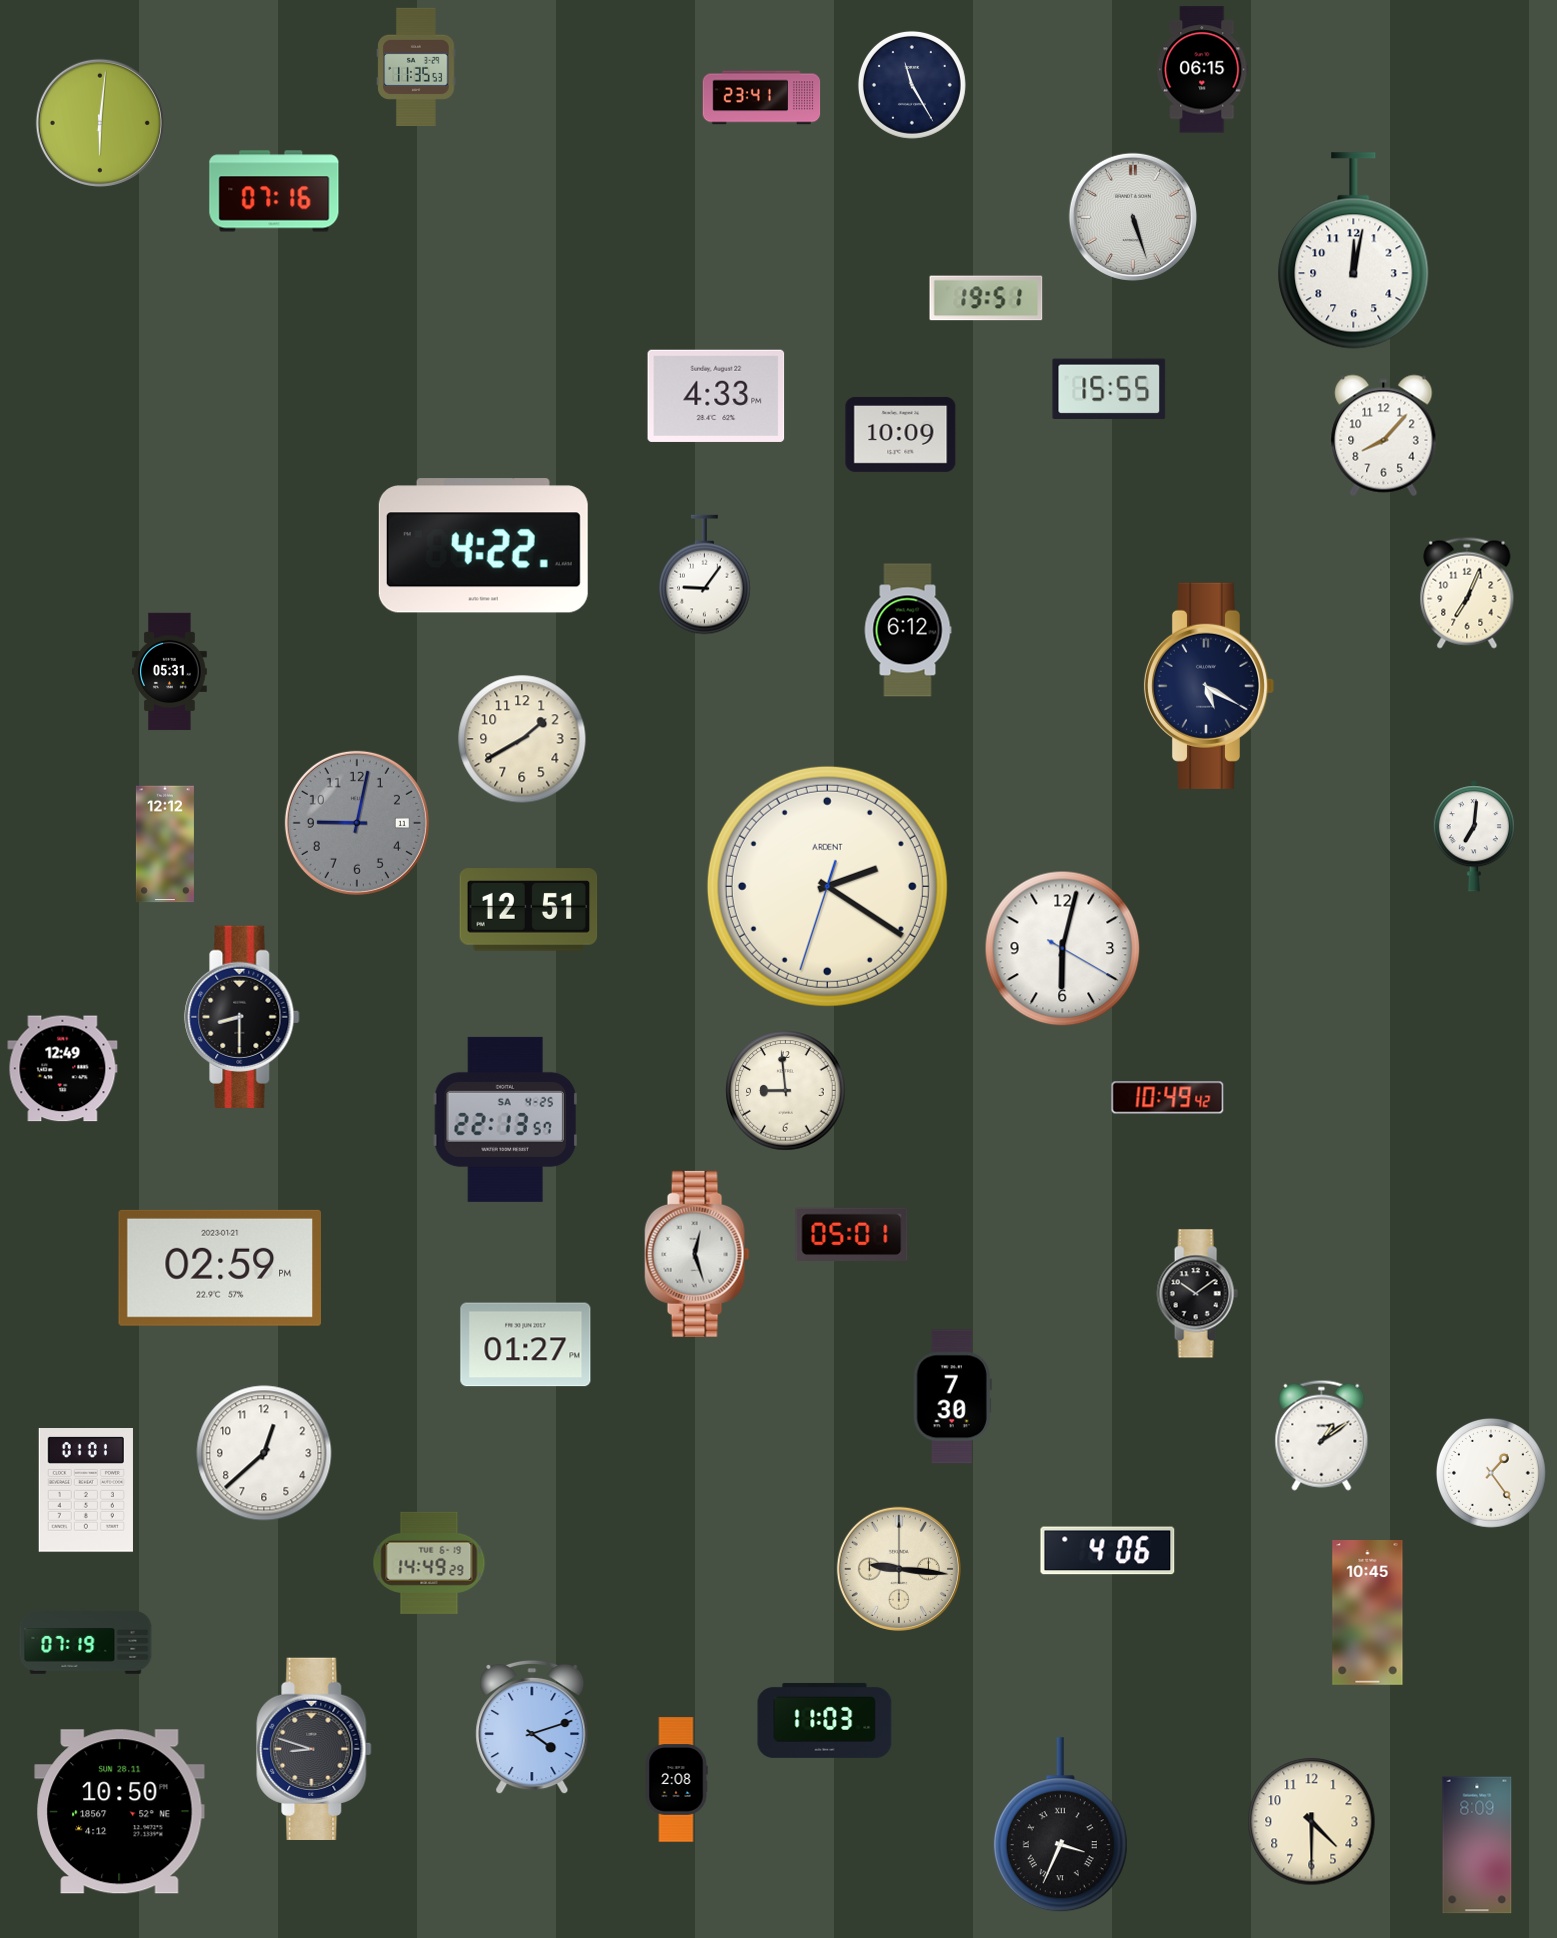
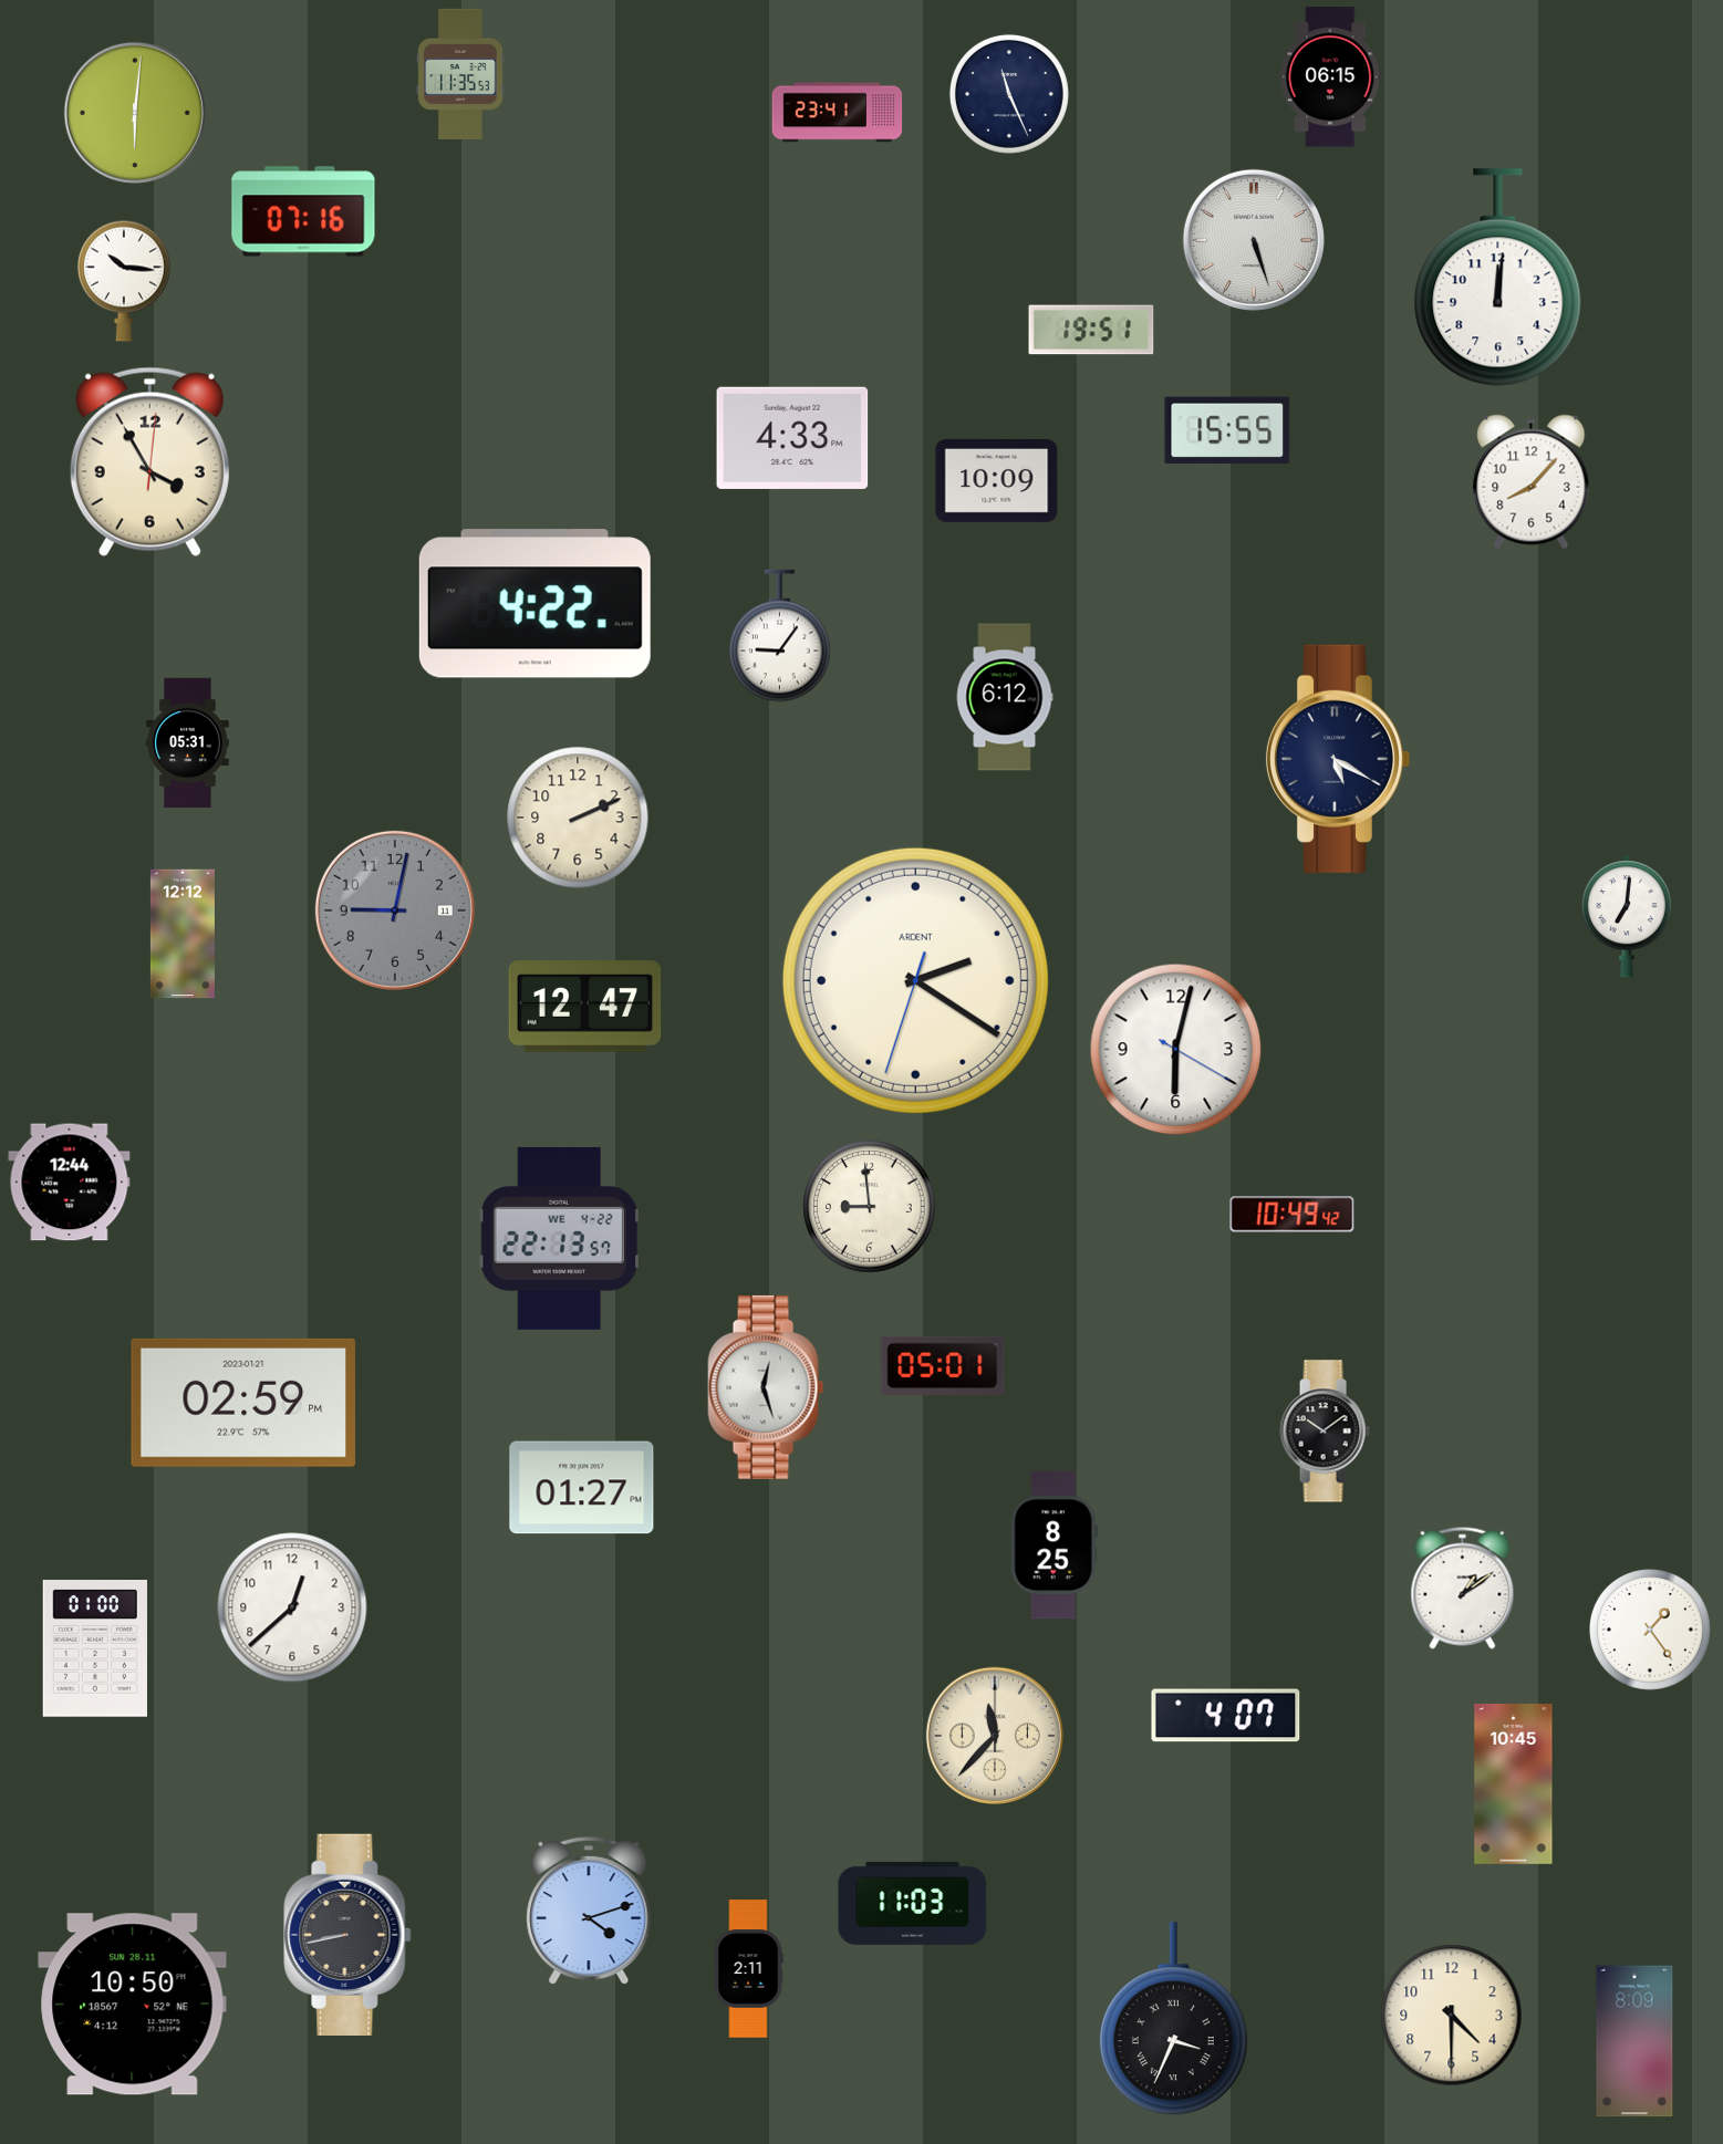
clock at (912, 85): 11:25 -> 11:26
clock at (762, 98) position: (762, 98) -> (838, 113)
clock at (100, 123) position: (100, 123) -> (135, 113)
clock at (1354, 251): 12:02 -> 12:01
clock at (124, 281): none -> 10:16
clock at (149, 461): none -> 3:55
clock at (1467, 593): 7:04 -> none
clock at (522, 739): 1:40 -> 2:11
clock at (1474, 836) position: (1474, 836) -> (1627, 916)
clock at (529, 910): 12:51 -> 12:47
clock at (242, 1016): 8:30 -> none
clock at (63, 1069): 12:49 -> 12:44
clock at (505, 1119) date: SA 4-25 -> WE 4-22
clock at (697, 1254) position: (697, 1254) -> (766, 1387)
clock at (952, 1397): 7:30 -> 8:25
clock at (86, 1491): 01:01 -> 01:00
clock at (1108, 1551): 4:06 -> 4:07
clock at (429, 1563): 14:49 -> none
clock at (899, 1569): 9:16 -> 11:37
clock at (86, 1643): 07:19 -> none
clock at (314, 1748): 8:48 -> 8:43
clock at (676, 1780): 2:08 -> 2:11
